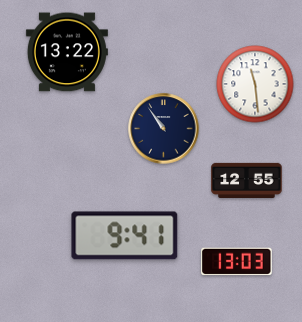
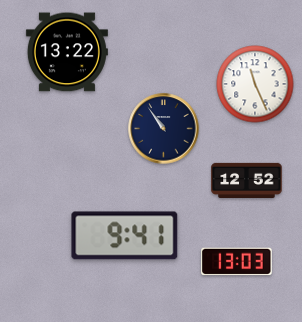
clock at (255, 84): 11:29 -> 11:26
clock at (247, 180): 12:55 -> 12:52
